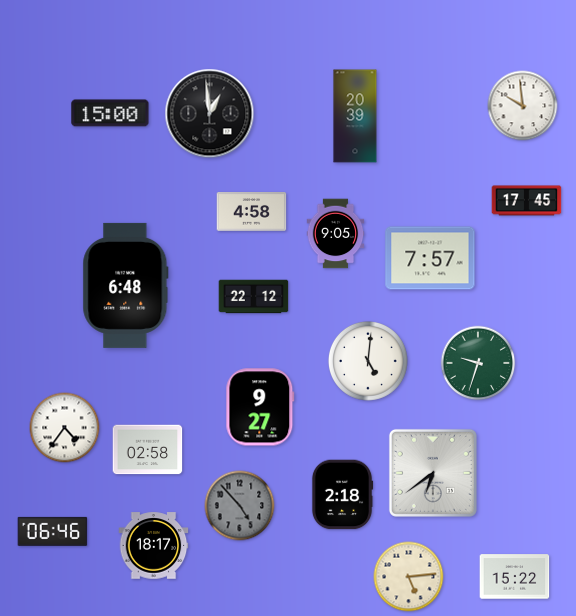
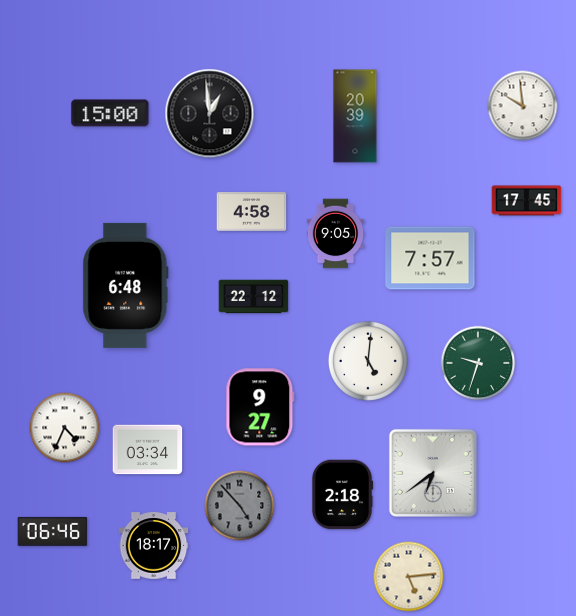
clock at (65, 428): 4:36 -> 4:34
clock at (148, 450): 02:58 -> 03:34
clock at (515, 577): 15:22 -> none
